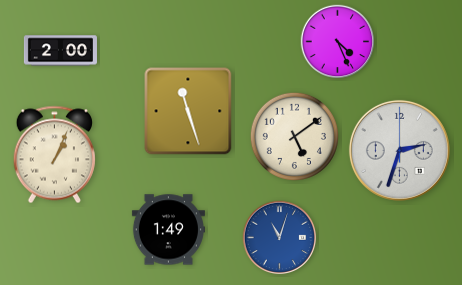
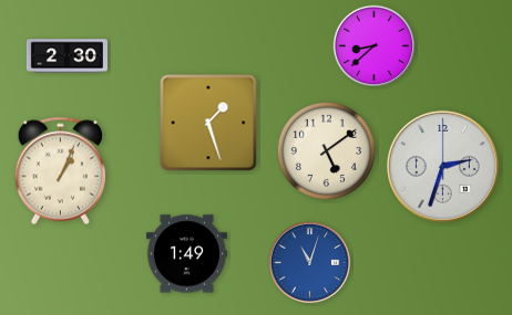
clock at (338, 42): 4:26 -> 8:38
clock at (60, 51): 2:00 -> 2:30
clock at (188, 111): 11:27 -> 1:27
